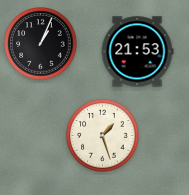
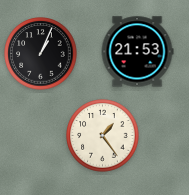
clock at (41, 44) position: (41, 44) -> (41, 54)
clock at (103, 136): 1:27 -> 1:24
